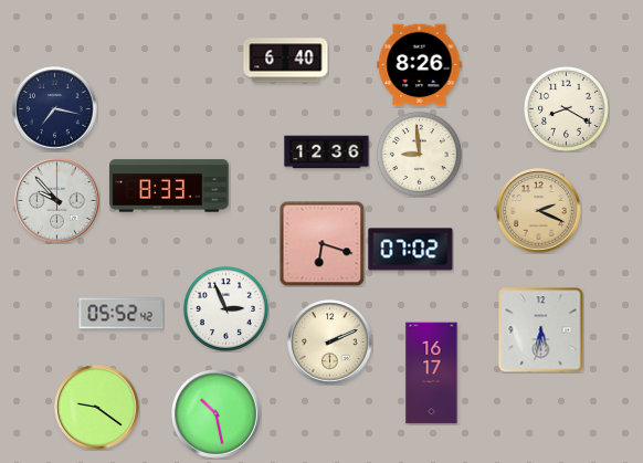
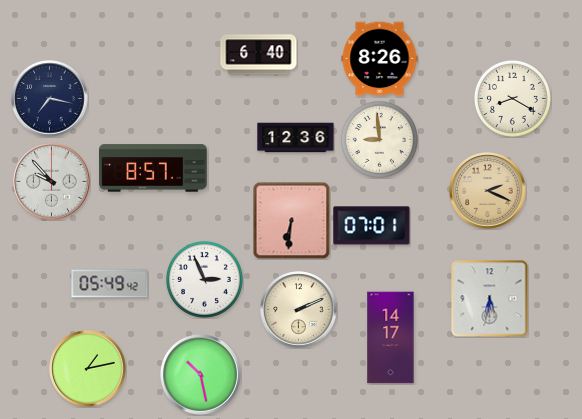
clock at (169, 186): 8:33 -> 8:57
clock at (321, 243): 6:18 -> 6:31
clock at (411, 250): 07:02 -> 07:01
clock at (122, 314): 05:52 -> 05:49
clock at (432, 373): 16:17 -> 14:17
clock at (97, 408): 9:21 -> 1:13
clock at (217, 414) position: (217, 414) -> (201, 375)
